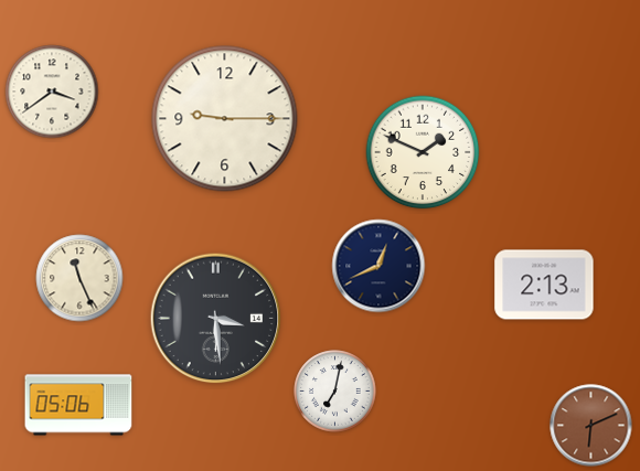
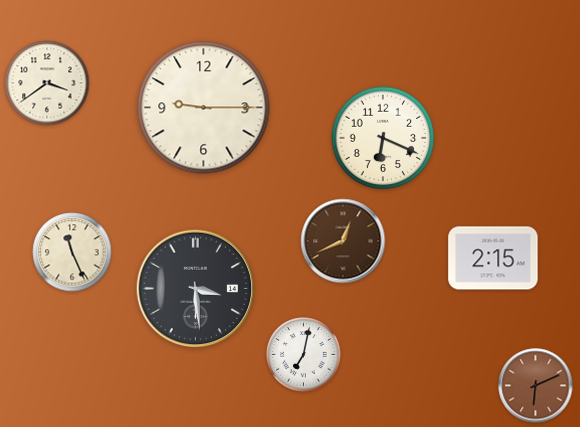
clock at (423, 152): 1:49 -> 6:19
clock at (378, 266) dial: navy -> brown
clock at (544, 285): 2:13 -> 2:15
clock at (78, 405): 05:06 -> none
